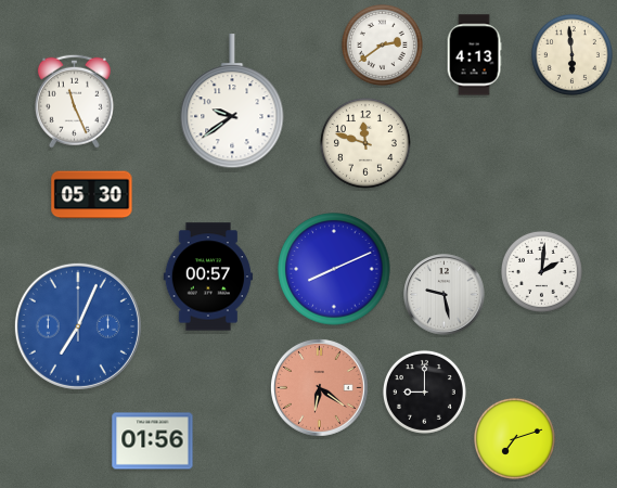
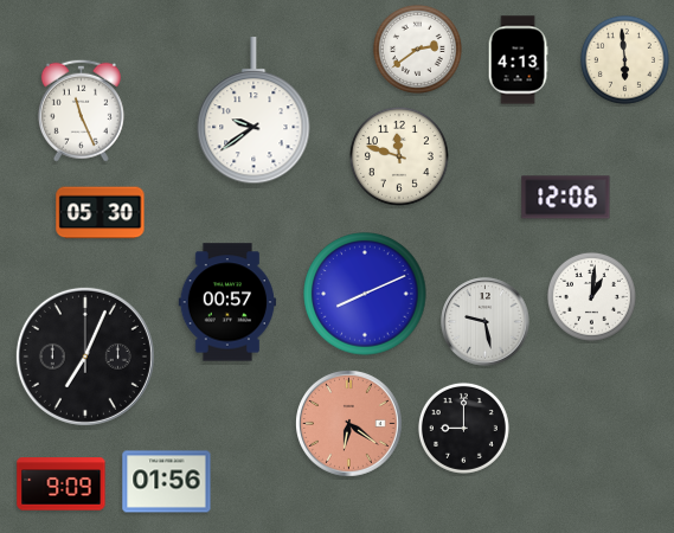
clock at (566, 198): none -> 12:06
clock at (541, 271): 2:01 -> 1:01
clock at (78, 326) dial: blue -> black
clock at (514, 438): 7:12 -> none
clock at (62, 484): none -> 9:09
